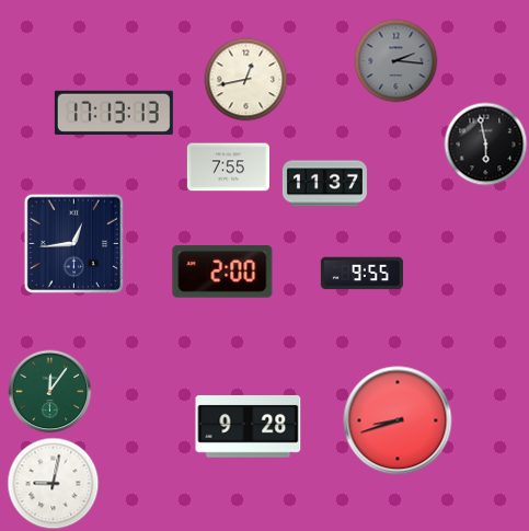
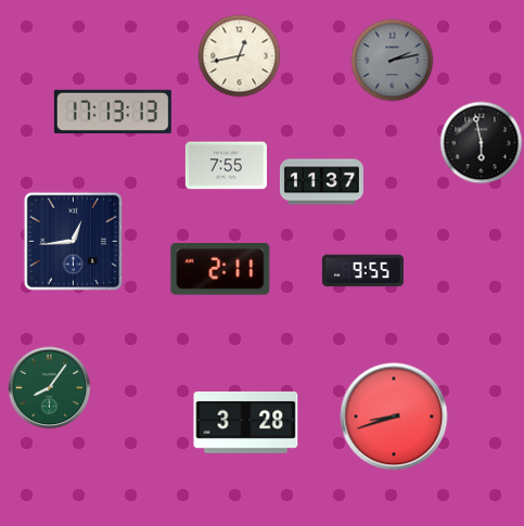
clock at (396, 61): 2:16 -> 2:13
clock at (246, 80) position: (246, 80) -> (240, 56)
clock at (222, 272): 2:00 -> 2:11
clock at (361, 274) position: (361, 274) -> (362, 271)
clock at (50, 392): 12:06 -> 8:06
clock at (249, 426): 9:28 -> 3:28
clock at (54, 484): 9:02 -> none
